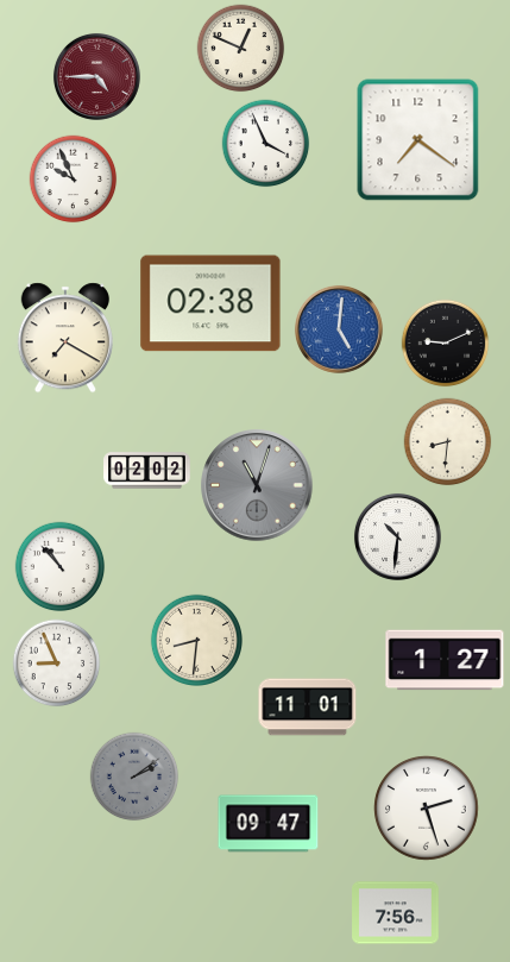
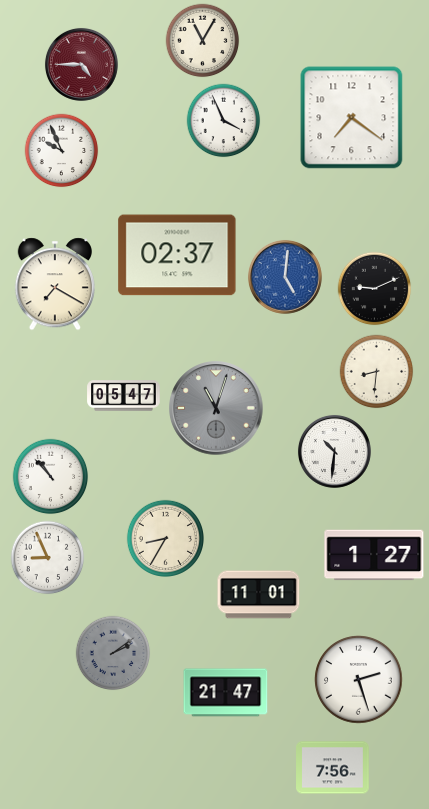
clock at (241, 49): 12:49 -> 11:05
clock at (210, 303): 02:38 -> 02:37
clock at (147, 471): 02:02 -> 05:47
clock at (196, 640): 8:31 -> 8:35
clock at (269, 824): 09:47 -> 21:47
